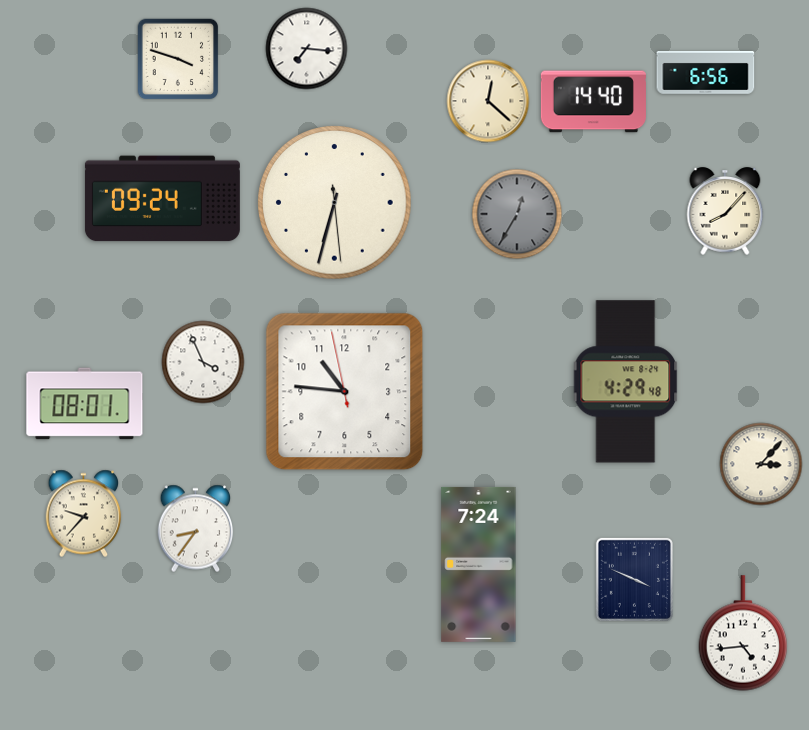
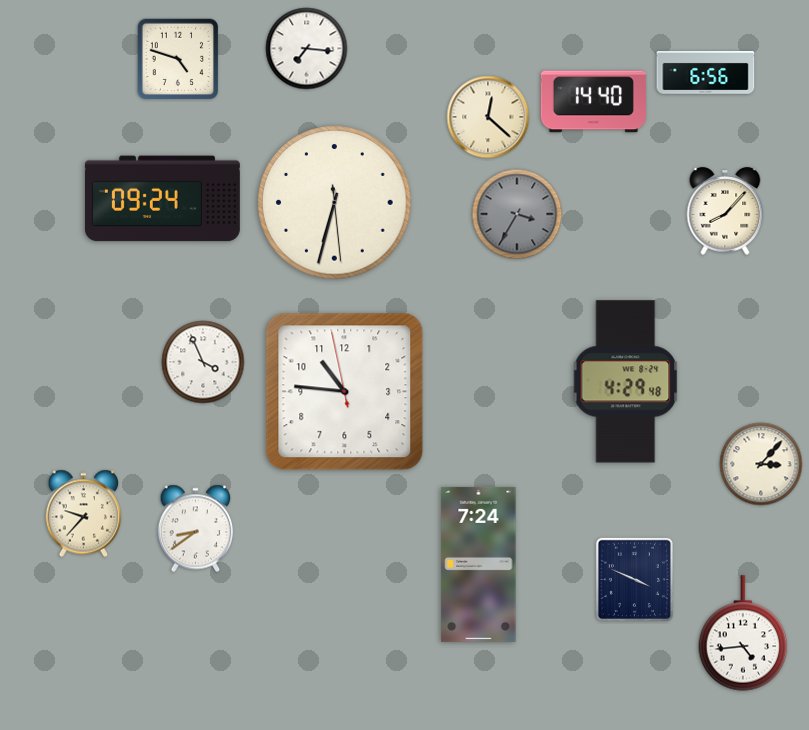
clock at (178, 59): 3:48 -> 4:48
clock at (488, 101) position: (488, 101) -> (488, 117)
clock at (517, 214): 12:35 -> 3:35
clock at (85, 404): 08:01 -> none
clock at (196, 529): 8:36 -> 8:39
